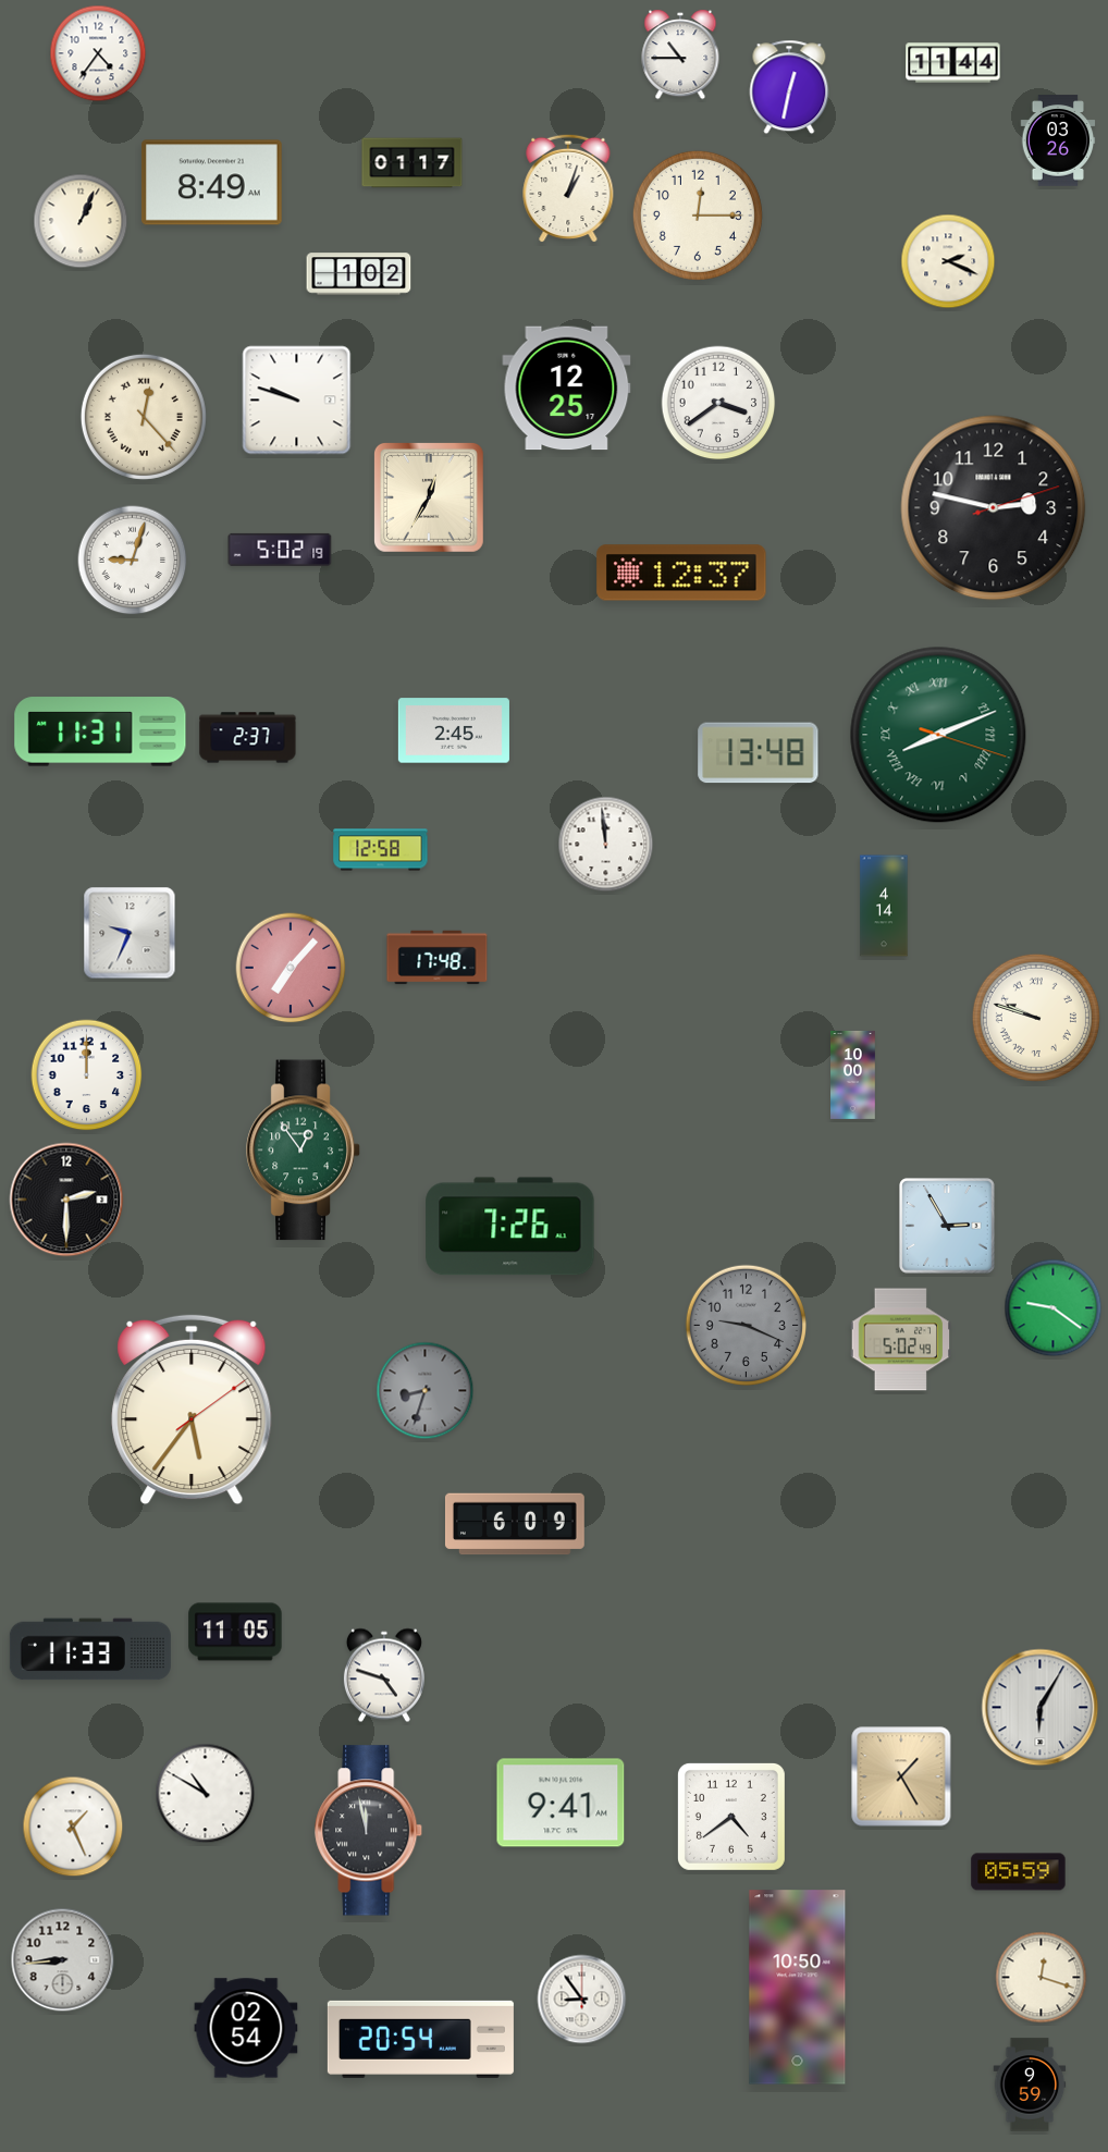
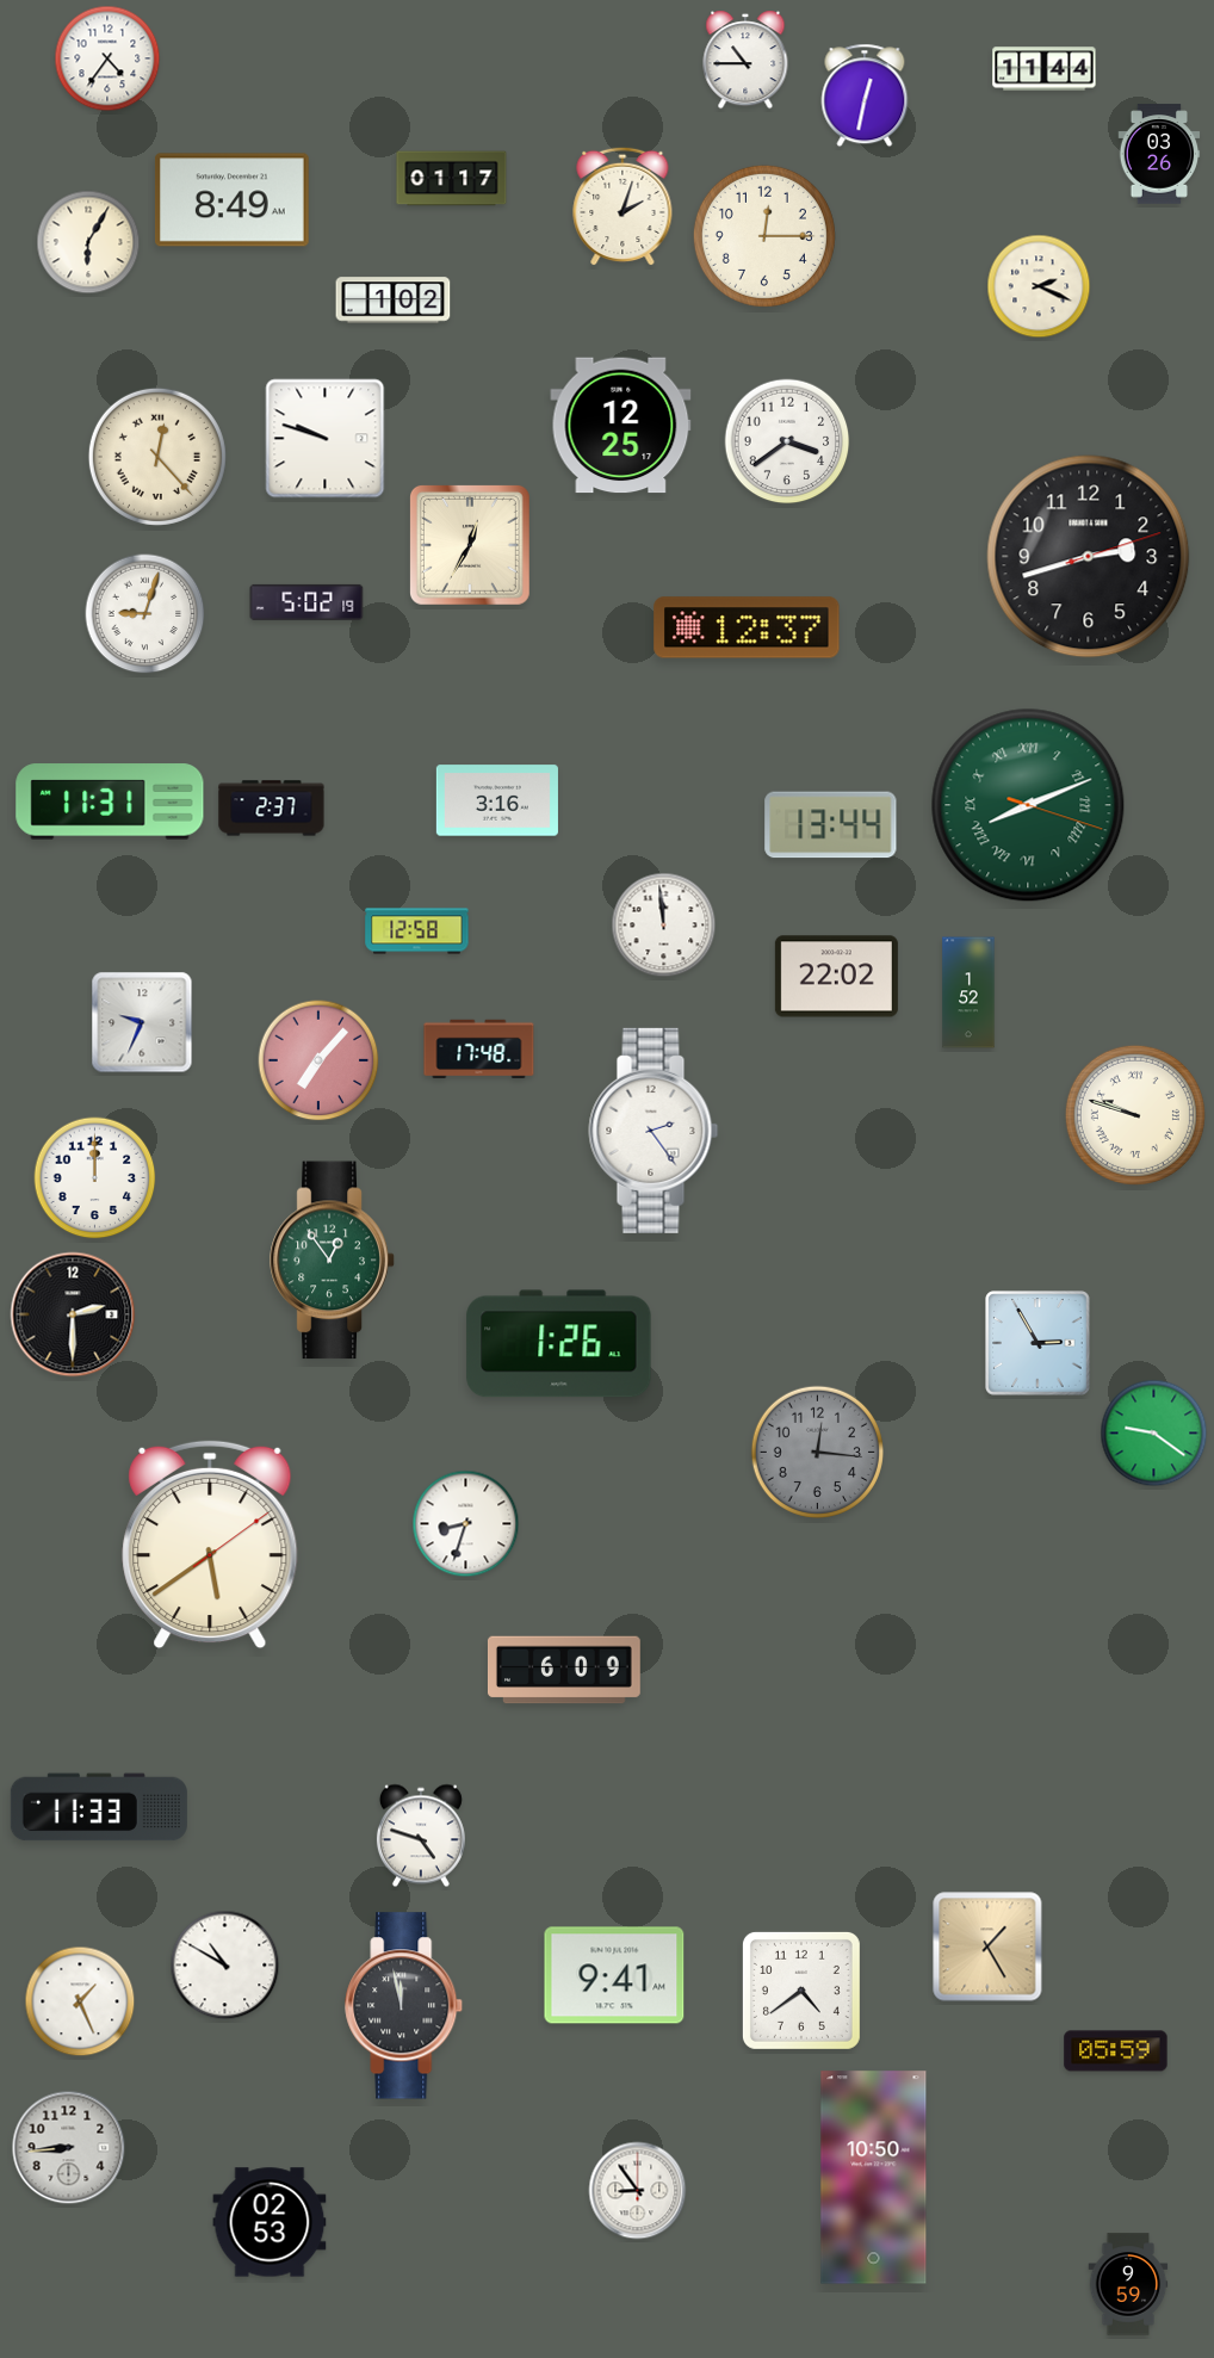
clock at (568, 188): 1:03 -> 2:03
clock at (81, 221): 1:04 -> 6:05
clock at (994, 508): 2:47 -> 2:42
clock at (454, 730): 2:45 -> 3:16
clock at (759, 753): 13:48 -> 13:44
clock at (836, 977): none -> 22:02
clock at (884, 906): 4:14 -> 1:52
clock at (654, 1131): none -> 2:24
clock at (853, 1074): 10:00 -> none
clock at (510, 1227): 7:26 -> 1:26
clock at (746, 1325): 9:19 -> 12:16
clock at (901, 1340): 5:02 -> none
clock at (426, 1391) dial: grey -> white
clock at (192, 1410): 5:36 -> 5:39
clock at (235, 1632): 11:05 -> none
clock at (1041, 1708): 6:05 -> none
clock at (1042, 1978): 12:18 -> none
clock at (246, 2028): 02:54 -> 02:53
clock at (420, 2039): 20:54 -> none
